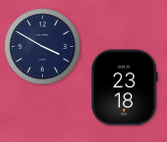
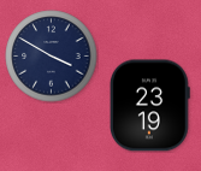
clock at (125, 88): 23:18 -> 23:19
